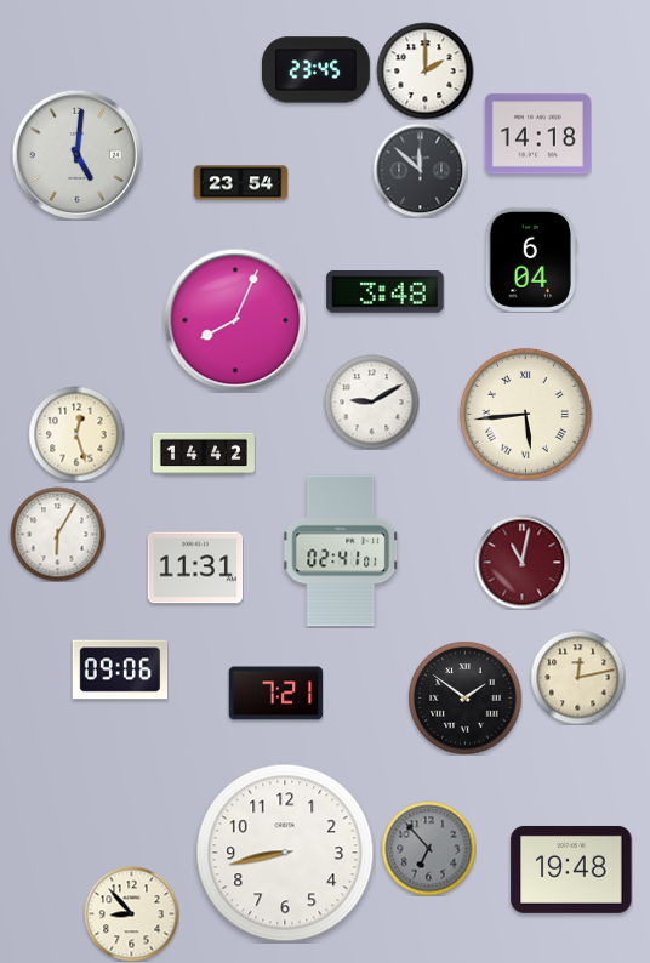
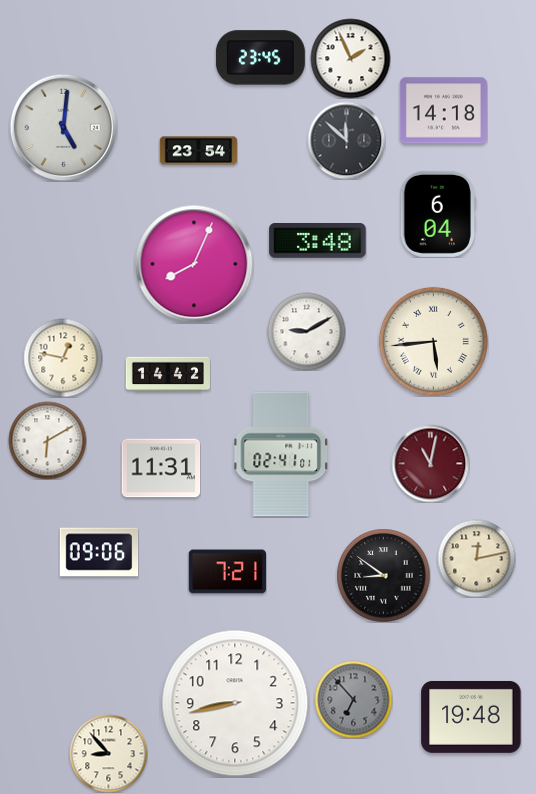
clock at (424, 70): 2:00 -> 1:56
clock at (76, 434): 12:27 -> 12:47
clock at (57, 534): 6:05 -> 6:10
clock at (464, 697): 1:51 -> 8:51
